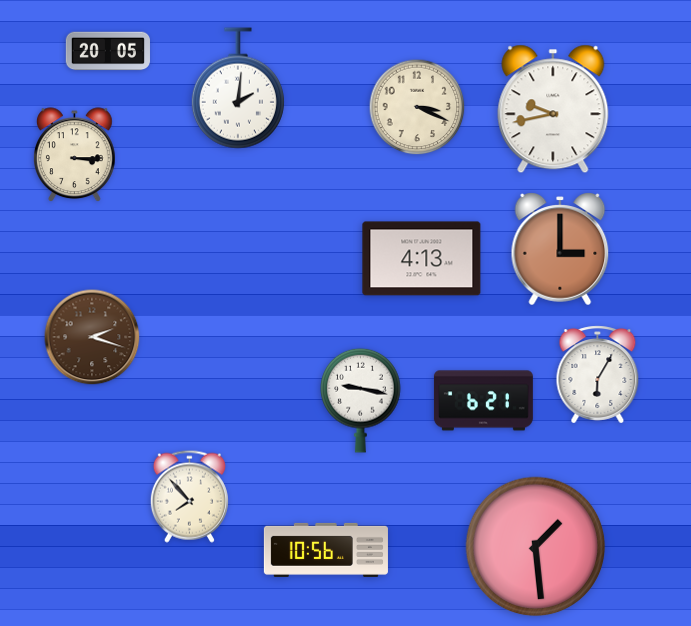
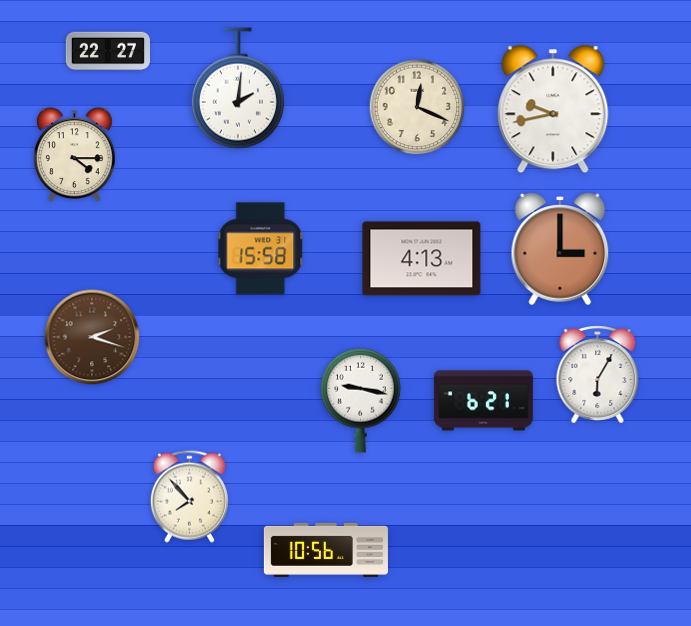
clock at (108, 51): 20:05 -> 22:27
clock at (417, 107): 3:19 -> 12:19
clock at (75, 155): 3:15 -> 4:15
clock at (261, 249): none -> 15:58
clock at (536, 547): 1:29 -> none
